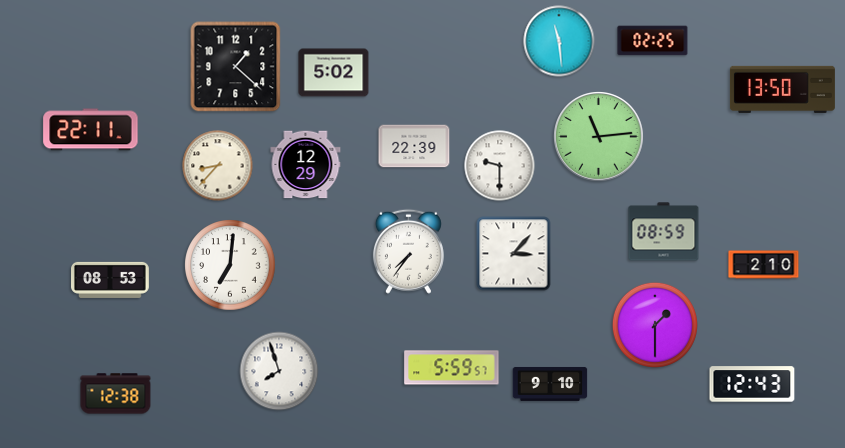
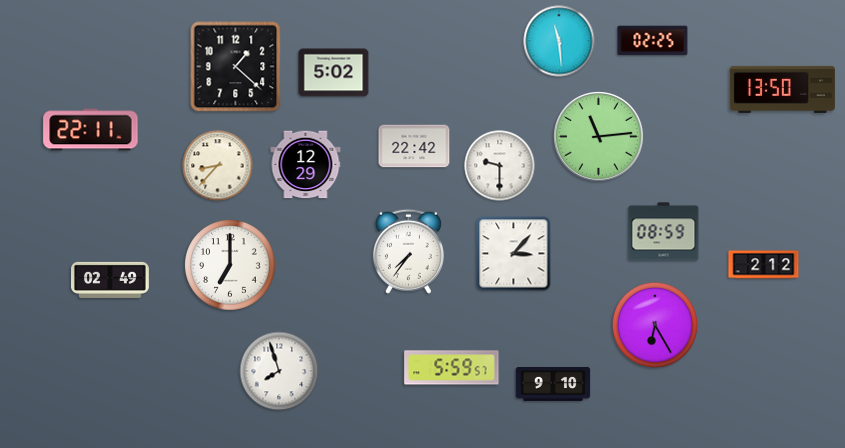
clock at (414, 146): 22:39 -> 22:42
clock at (230, 265): 7:01 -> 7:00
clock at (764, 265): 2:10 -> 2:12
clock at (111, 280): 08:53 -> 02:49
clock at (655, 325): 1:30 -> 6:25
clock at (550, 384) position: (550, 384) -> (553, 384)
clock at (752, 384): 12:43 -> none
clock at (116, 394): 12:38 -> none
